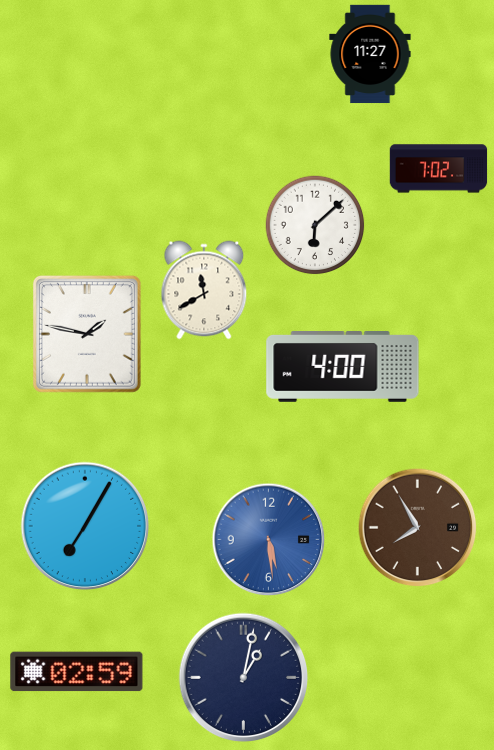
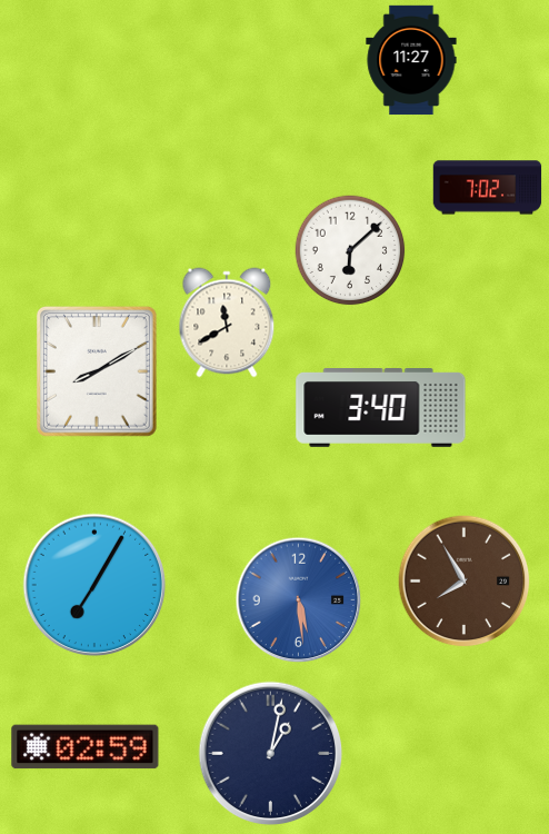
clock at (87, 334): 1:47 -> 8:10
clock at (343, 367): 4:00 -> 3:40
clock at (418, 528) position: (418, 528) -> (465, 582)
